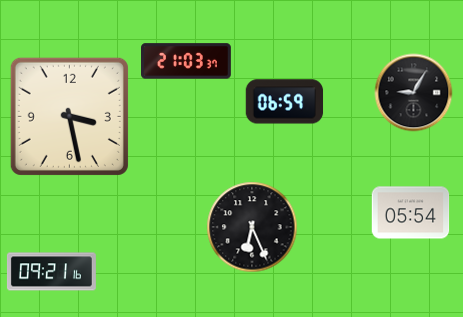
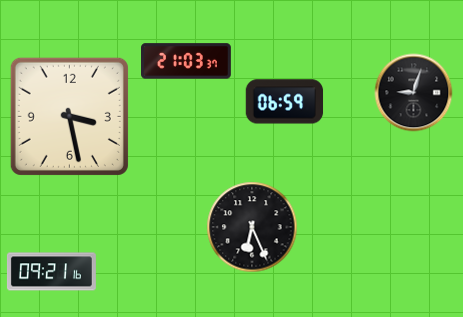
clock at (413, 92): 9:05 -> 9:03
clock at (410, 213): 05:54 -> none
